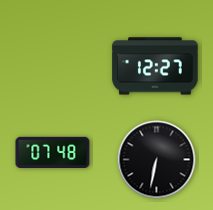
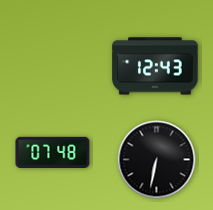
clock at (155, 66): 12:27 -> 12:43
